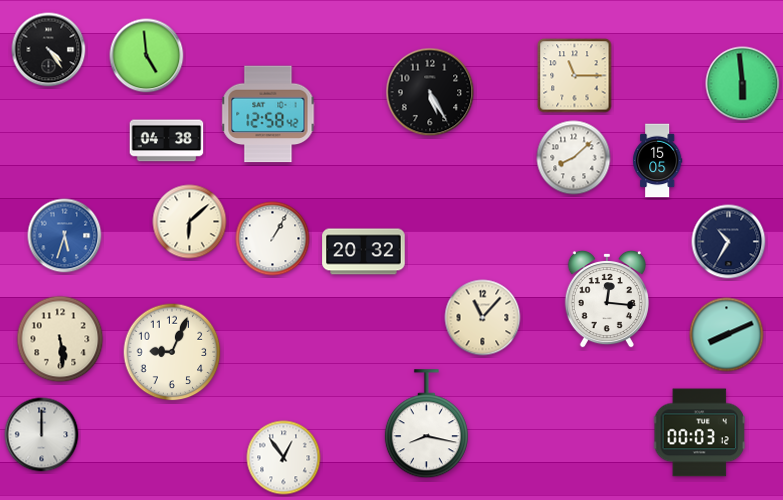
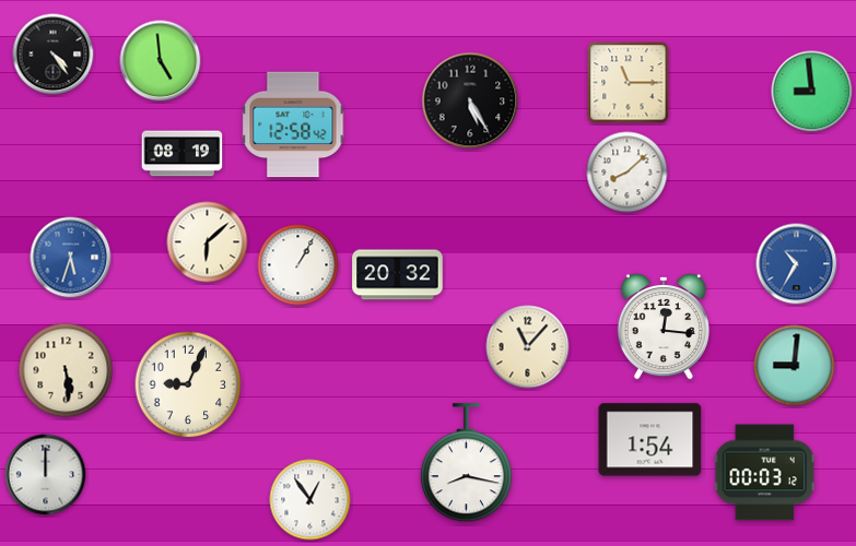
clock at (743, 84): 5:59 -> 8:59
clock at (167, 141): 04:38 -> 08:19
clock at (658, 161): 15:05 -> none
clock at (273, 239) position: (273, 239) -> (298, 265)
clock at (729, 242) dial: navy -> blue
clock at (727, 335): 8:11 -> 9:01
clock at (650, 440): none -> 1:54
